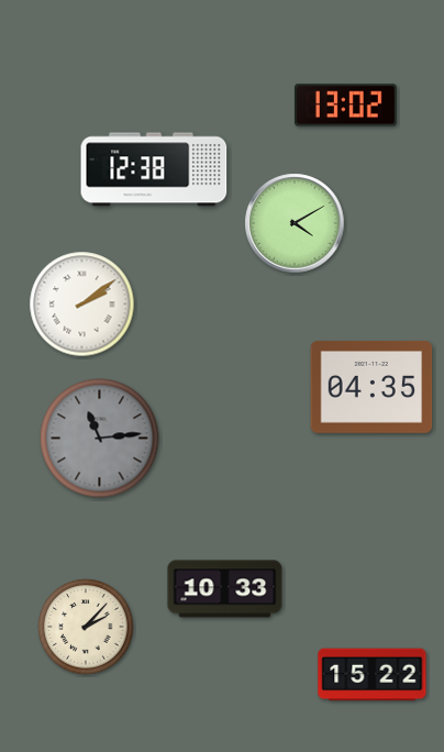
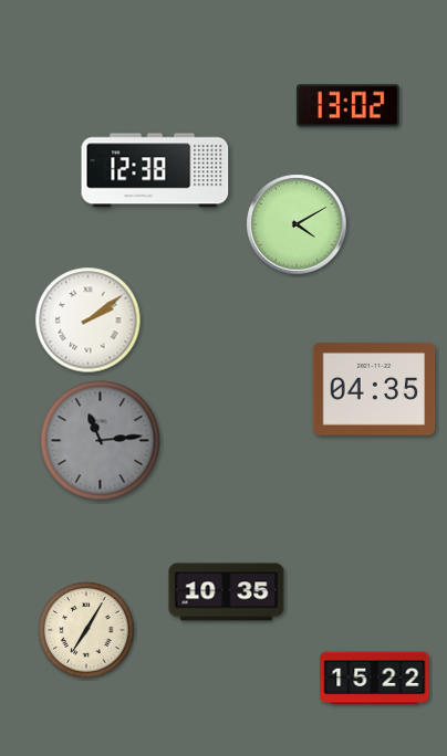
clock at (82, 305) position: (82, 305) -> (89, 321)
clock at (225, 589): 10:33 -> 10:35
clock at (86, 627): 2:07 -> 7:05
